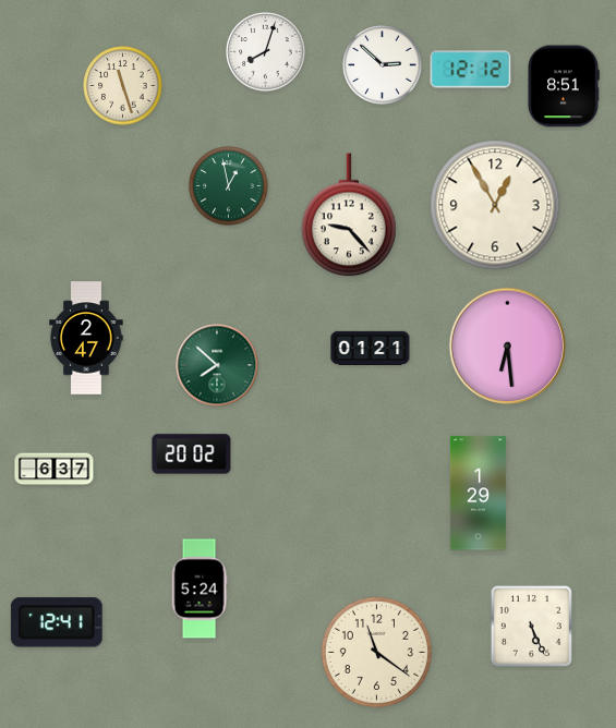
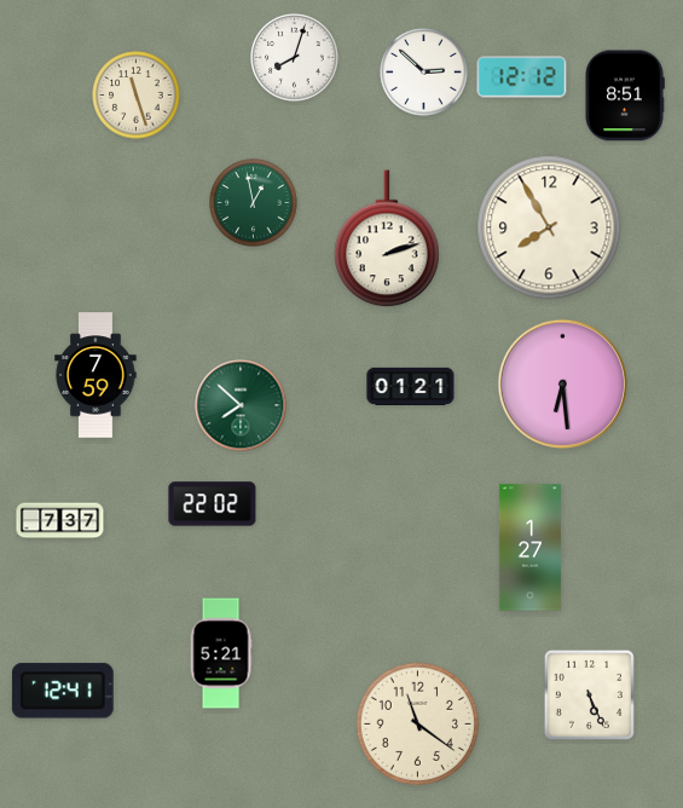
clock at (229, 186) position: (229, 186) -> (254, 203)
clock at (495, 205): 12:55 -> 7:55
clock at (349, 215): 9:23 -> 2:12
clock at (86, 338): 2:47 -> 7:59
clock at (192, 454): 20:02 -> 22:02
clock at (55, 470): 6:37 -> 7:37
clock at (478, 494): 1:29 -> 1:27
clock at (200, 589): 5:24 -> 5:21
